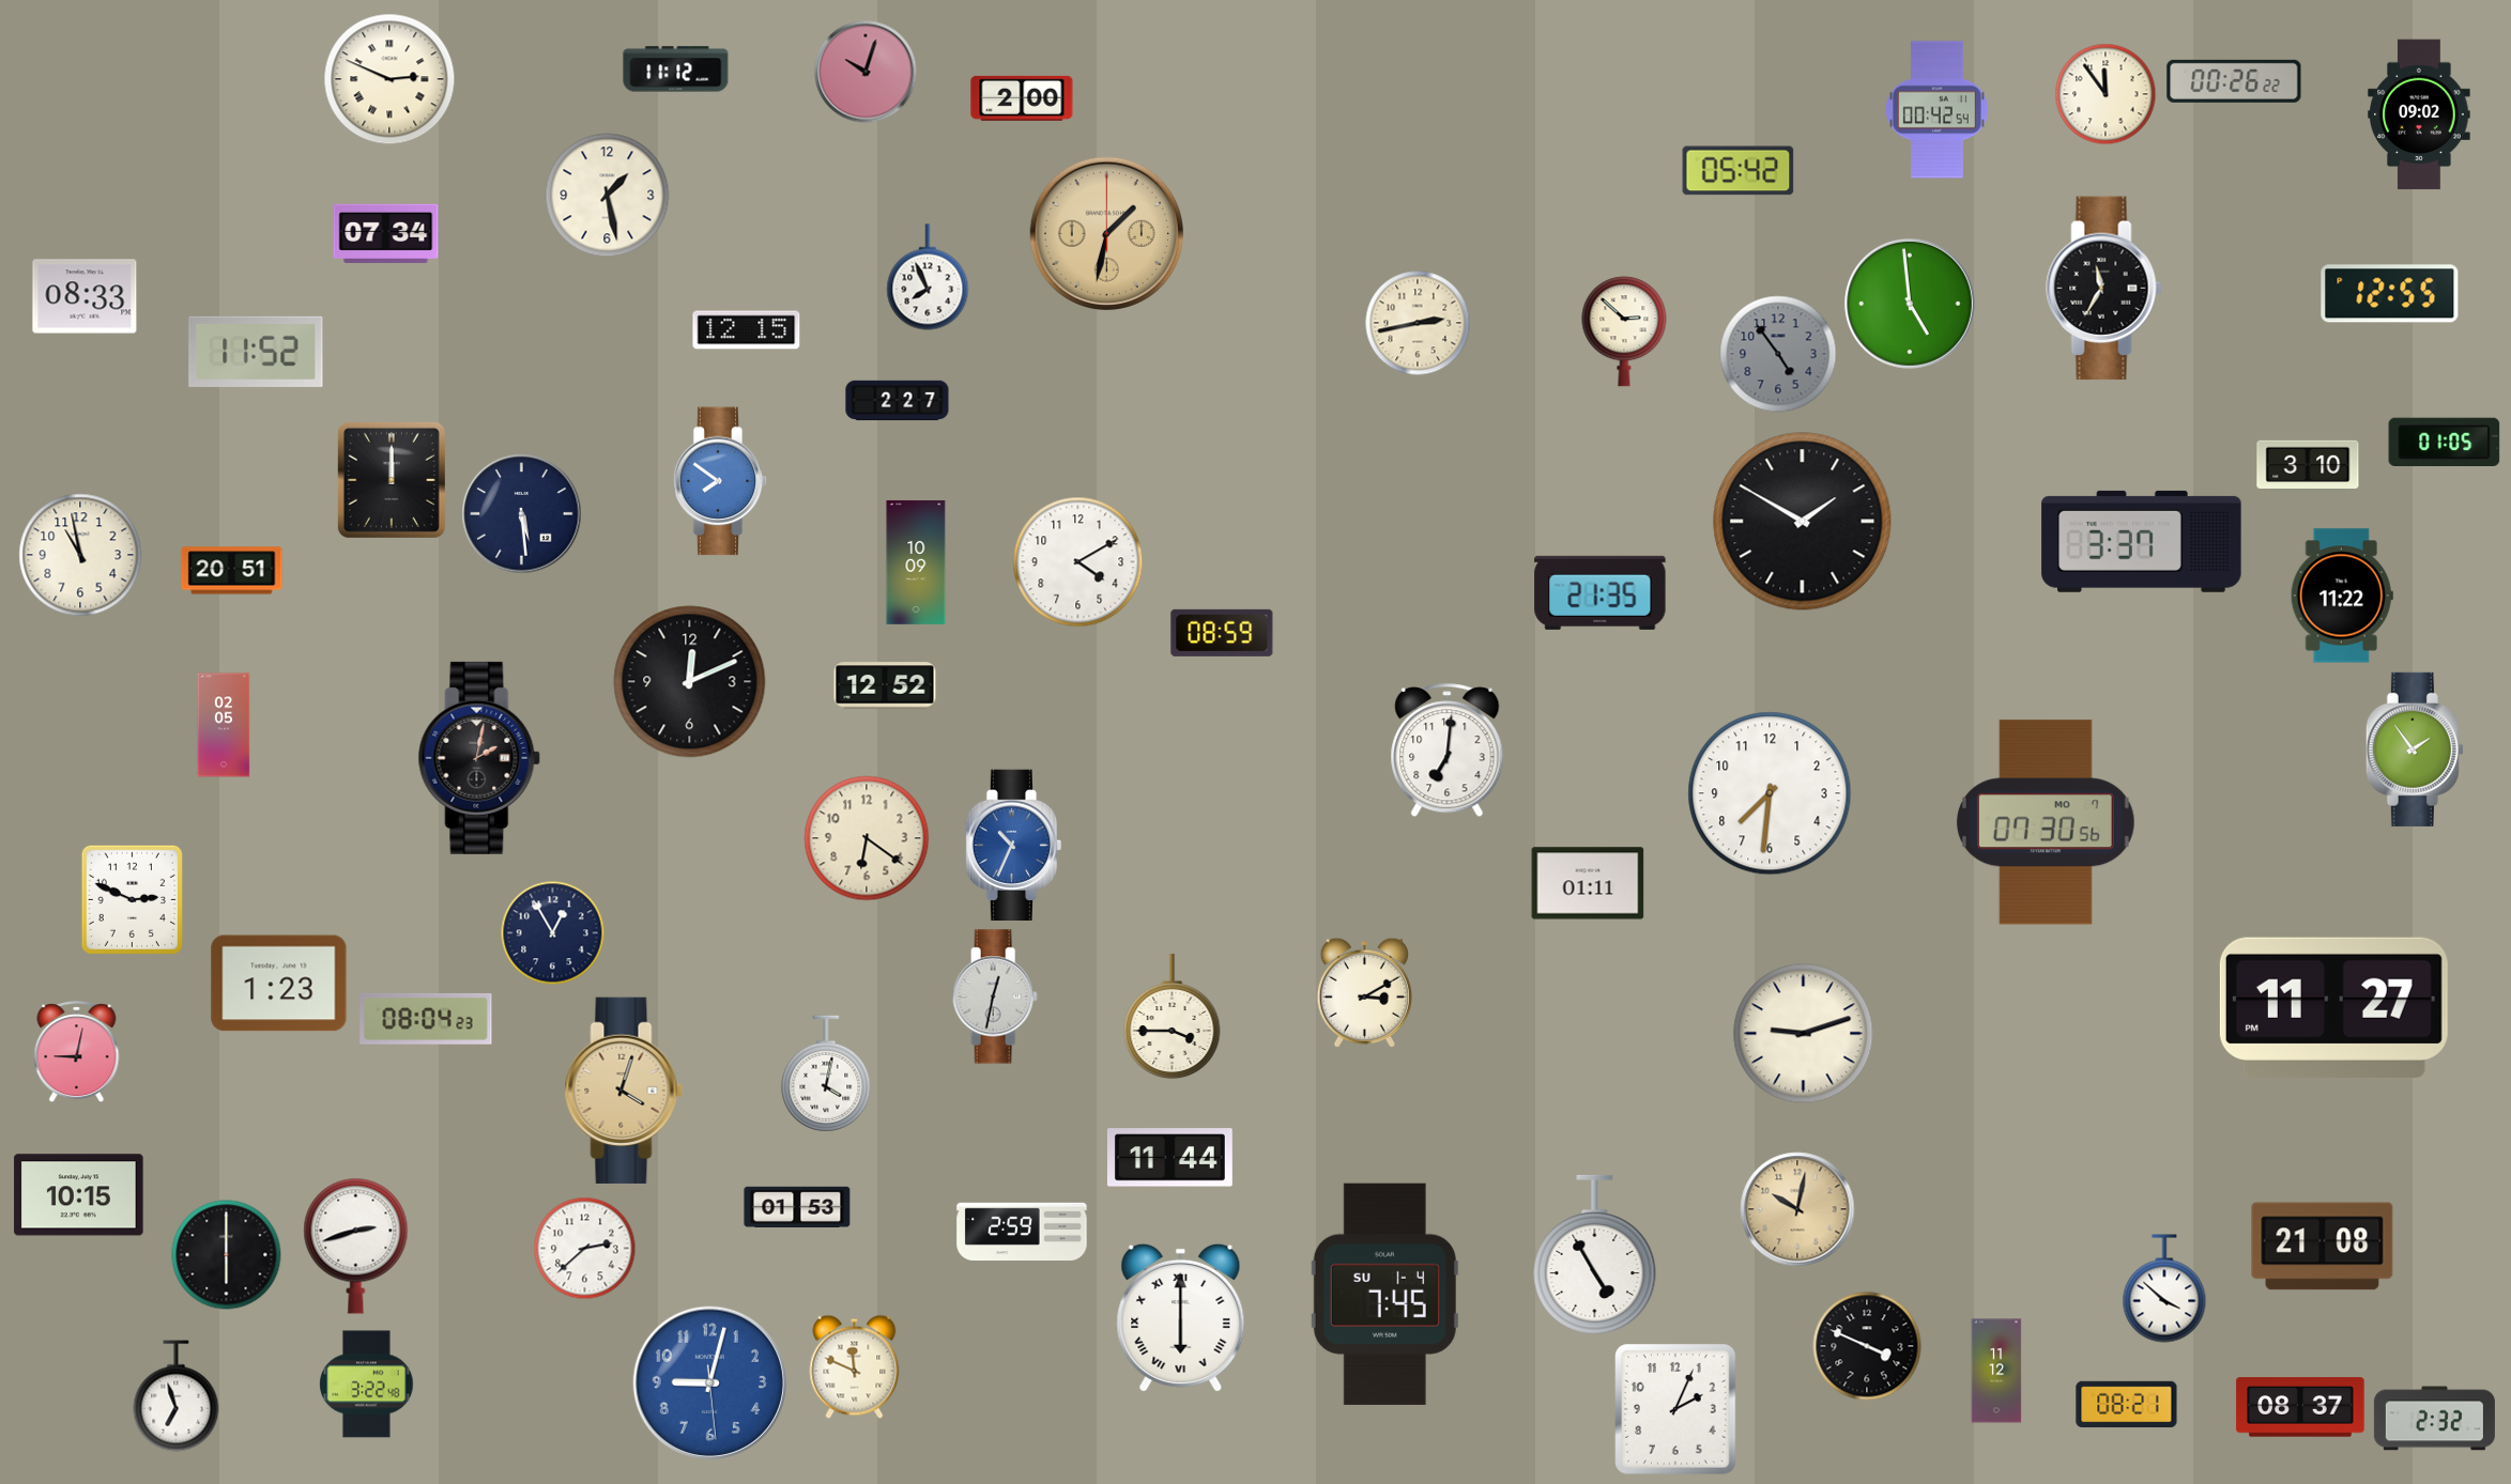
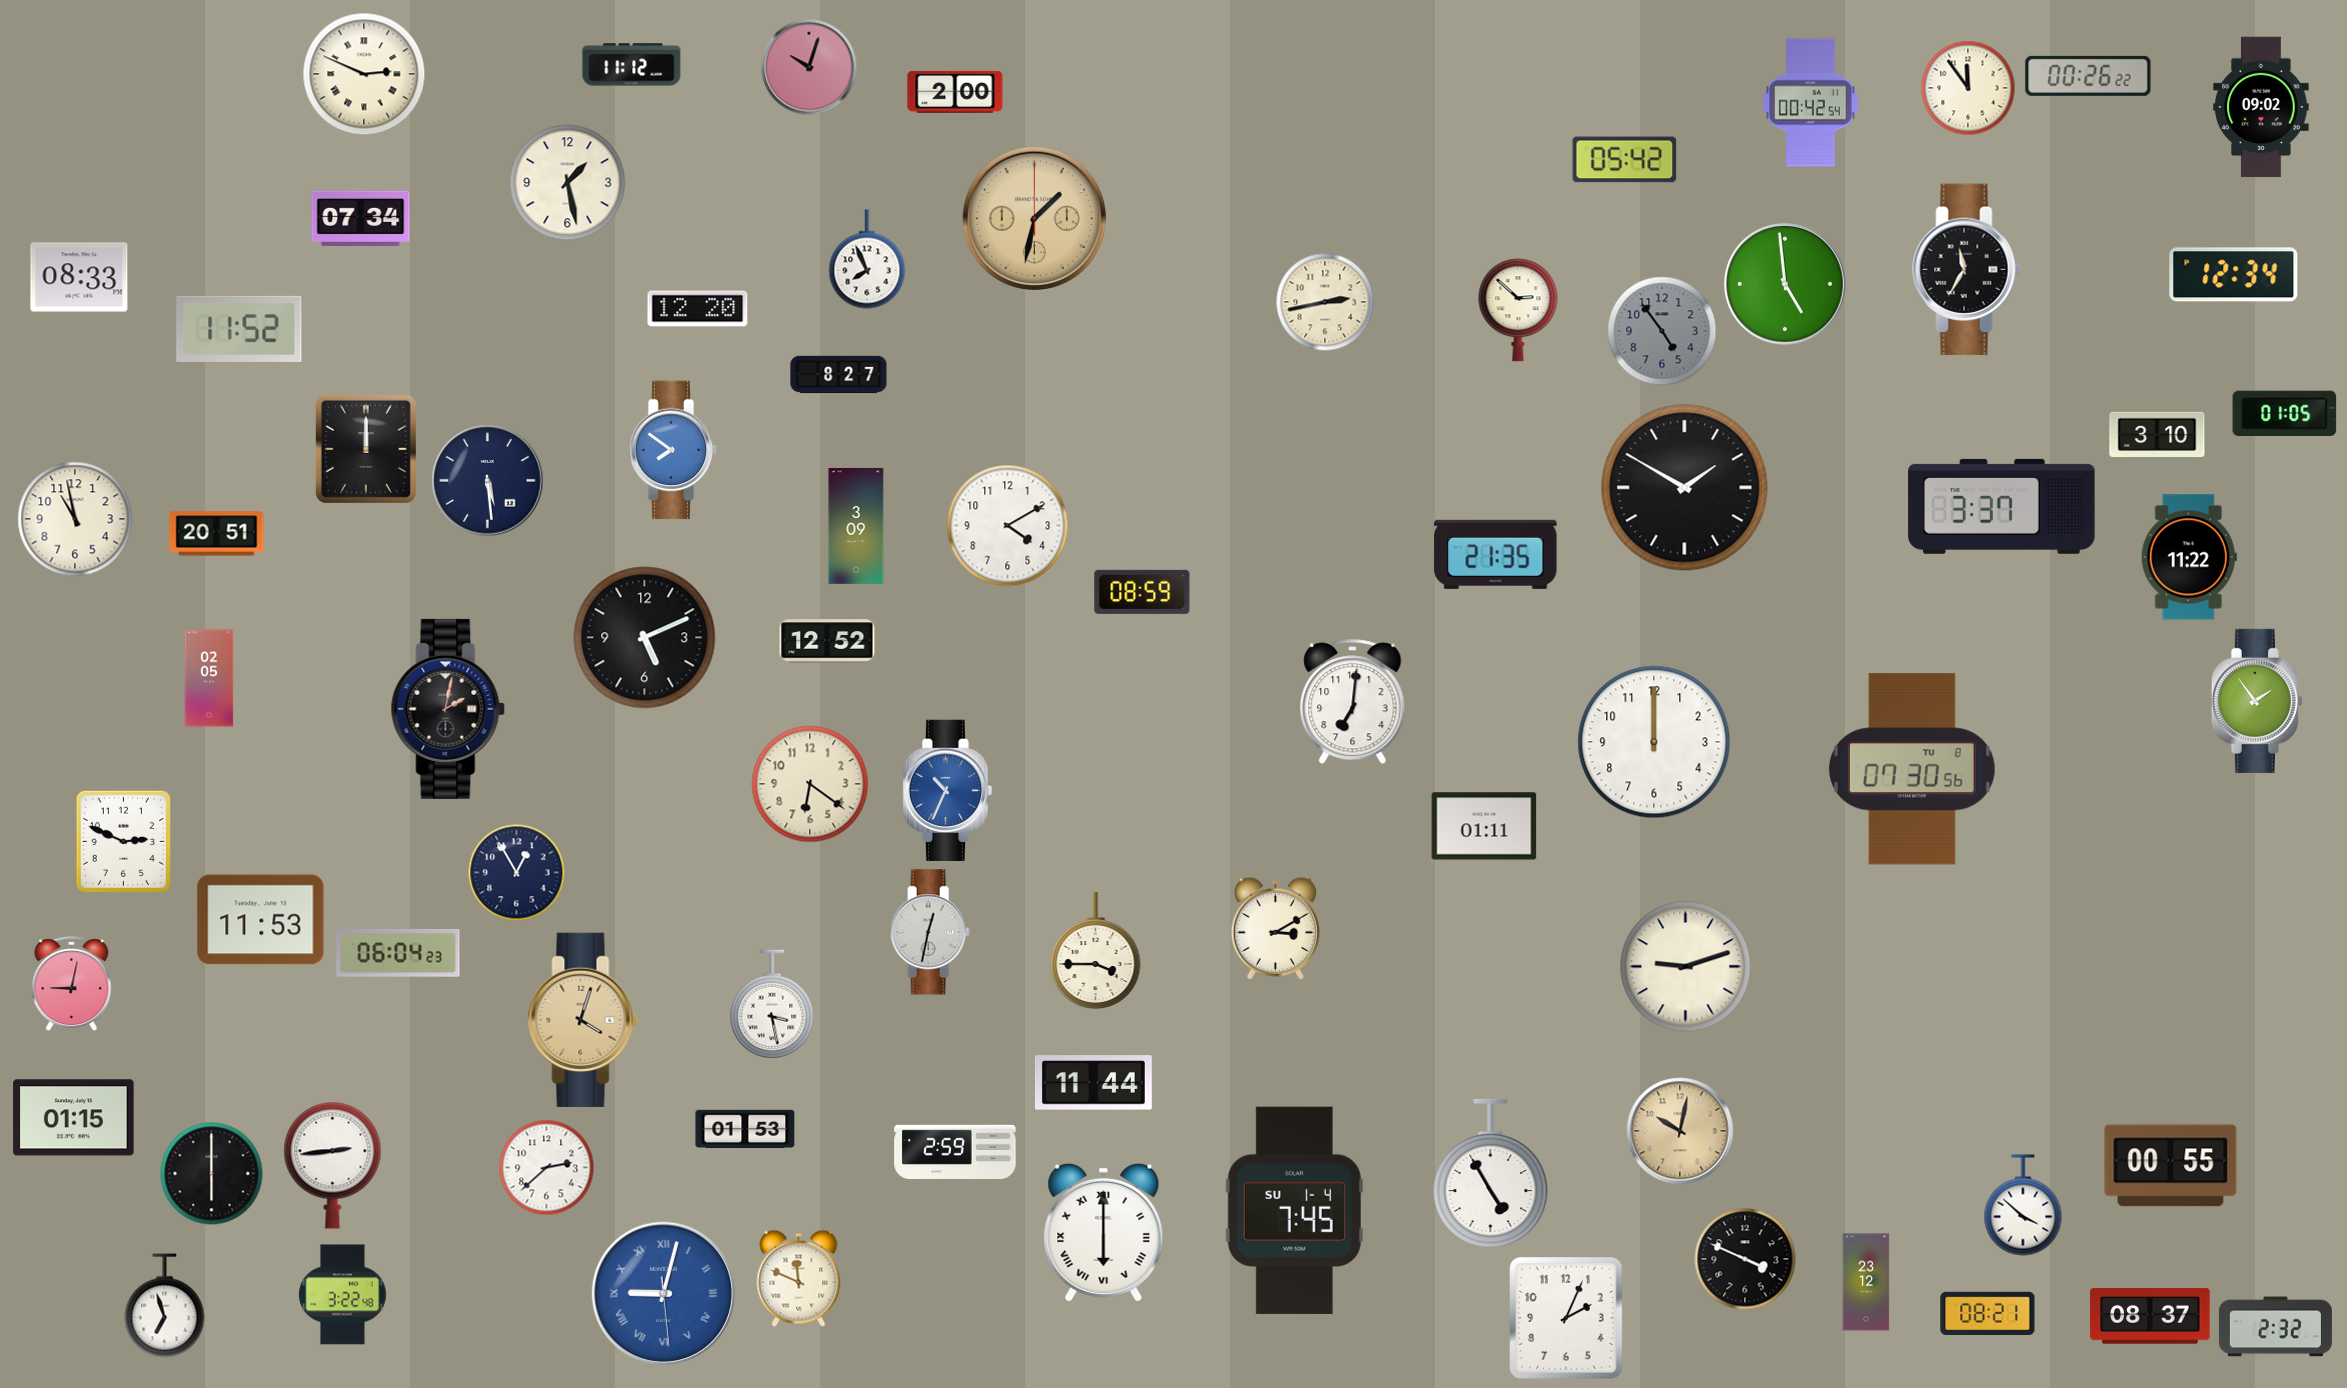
clock at (2390, 294): 12:55 -> 12:34
clock at (747, 330): 12:15 -> 12:20
clock at (898, 401): 2:27 -> 8:27
clock at (916, 562): 10:09 -> 3:09
clock at (690, 682): 12:11 -> 5:11
clock at (1770, 793): 7:31 -> 12:00
clock at (2046, 822) date: MO 7 -> TU 8
clock at (279, 984): 1:23 -> 11:53
clock at (2333, 1007): 11:27 -> none
clock at (426, 1019): 08:04 -> 06:04
clock at (826, 1073): 4:02 -> 3:28
clock at (79, 1195): 10:15 -> 01:15
clock at (356, 1246): 2:42 -> 2:44
clock at (2323, 1247): 21:08 -> 00:55
clock at (1996, 1371): 11:12 -> 23:12
clock at (709, 1382) numerals: Arabic -> Roman
